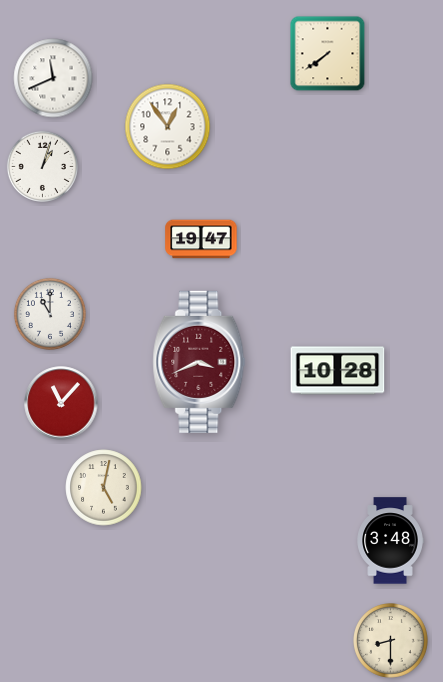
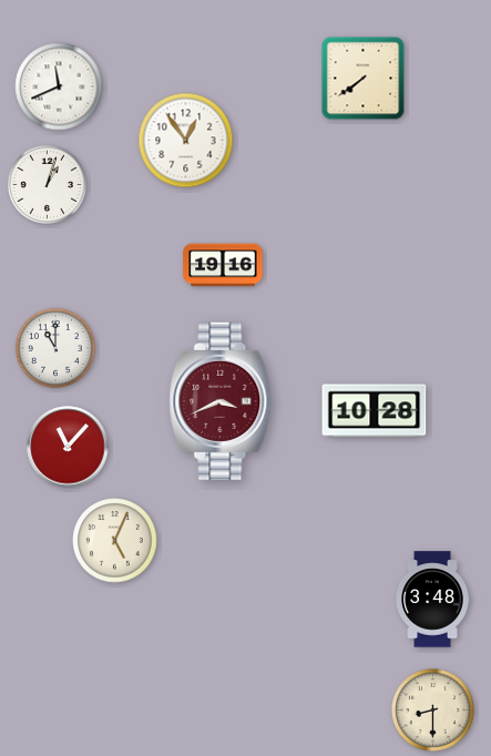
clock at (328, 54) position: (328, 54) -> (364, 79)
clock at (201, 239): 19:47 -> 19:16
clock at (104, 488): 5:02 -> 5:04
